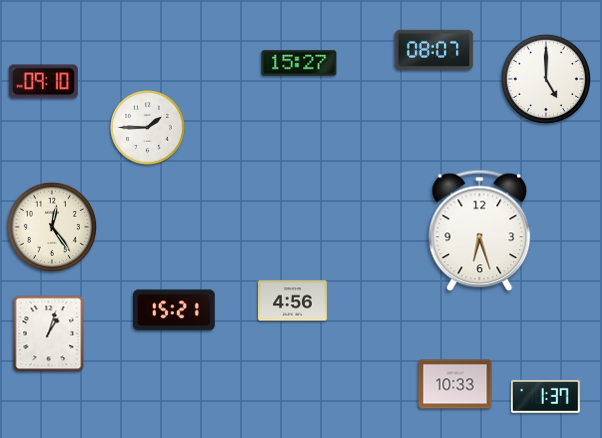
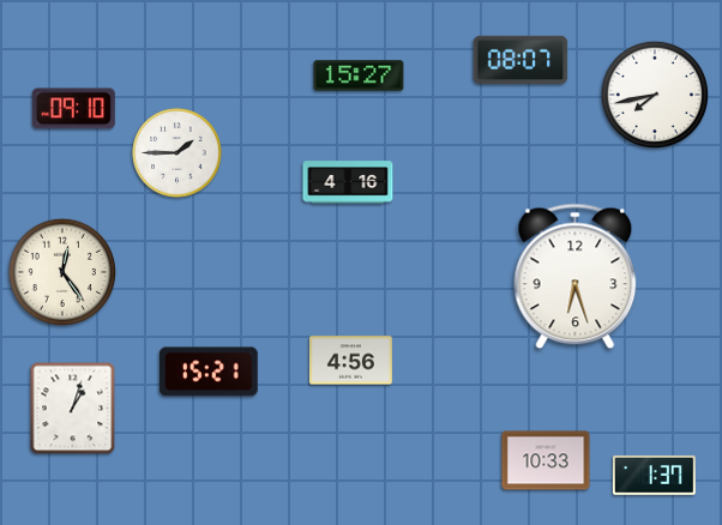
clock at (545, 78): 5:00 -> 7:43
clock at (43, 82) position: (43, 82) -> (73, 109)
clock at (348, 182): none -> 4:16
clock at (49, 334) position: (49, 334) -> (73, 409)
